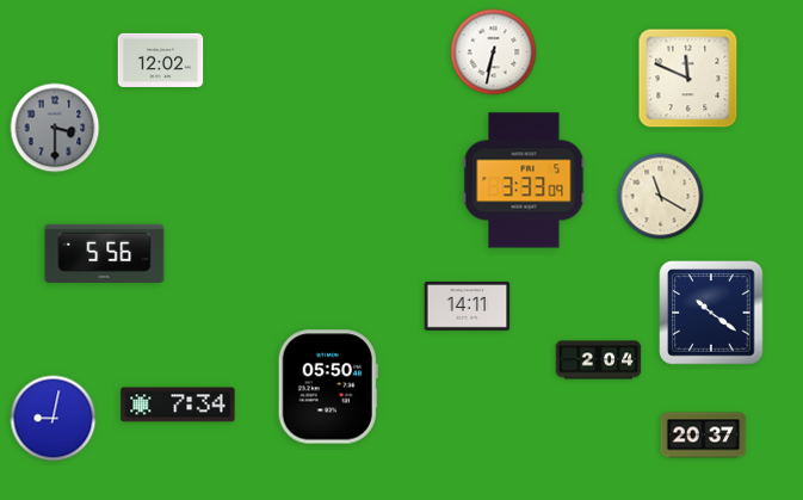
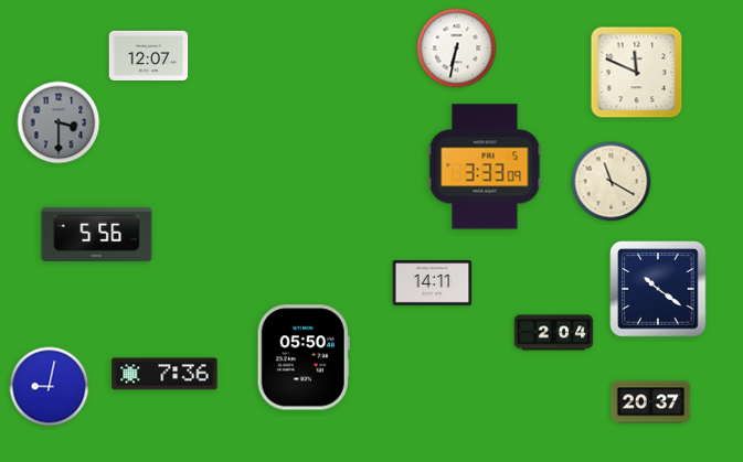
clock at (161, 60): 12:02 -> 12:07
clock at (55, 128) position: (55, 128) -> (59, 122)
clock at (178, 405): 7:34 -> 7:36
